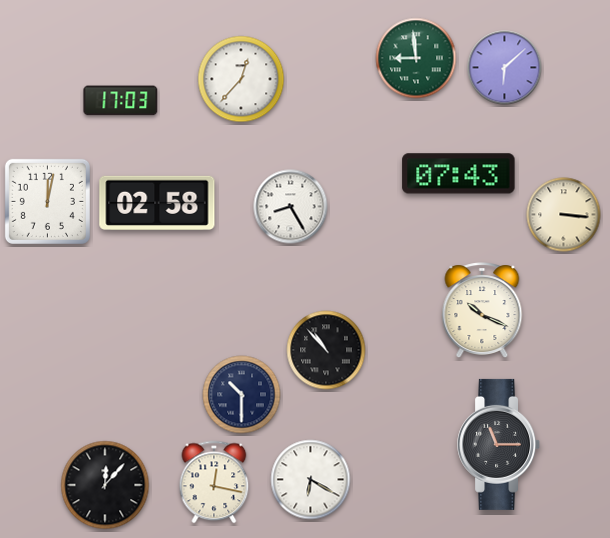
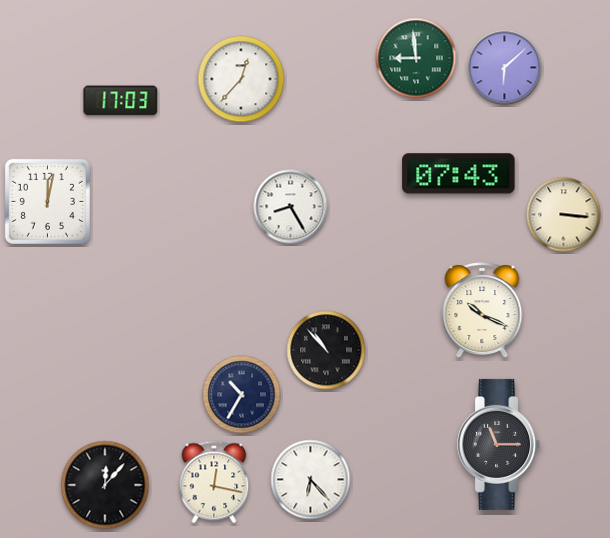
clock at (157, 203): 02:58 -> none
clock at (242, 395): 10:30 -> 10:35
clock at (311, 480): 6:20 -> 6:23
